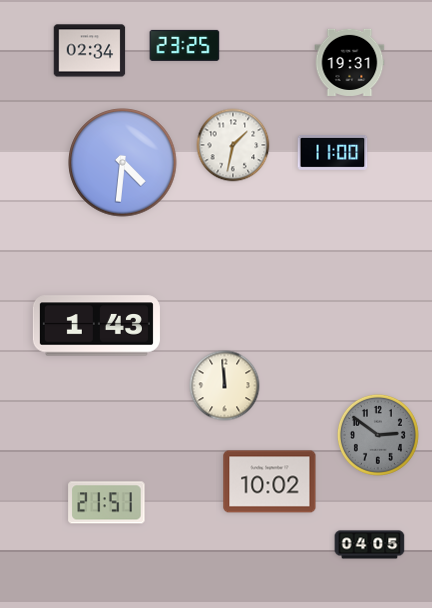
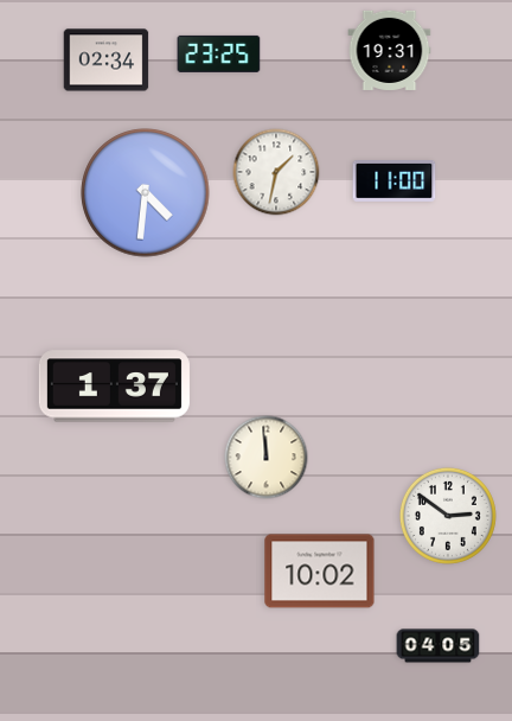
clock at (350, 62) position: (350, 62) -> (390, 50)
clock at (96, 326): 1:43 -> 1:37
clock at (378, 435) dial: grey -> white
clock at (107, 503): 21:51 -> none
